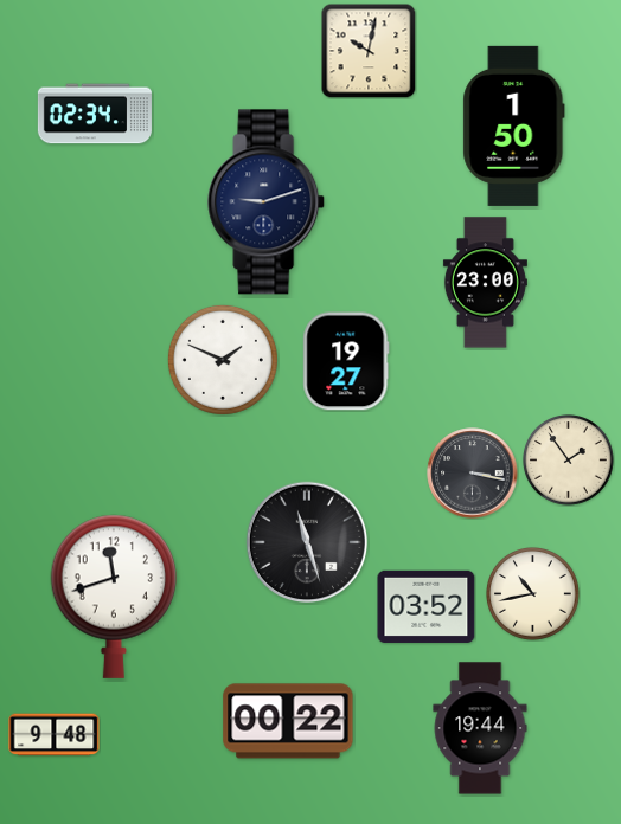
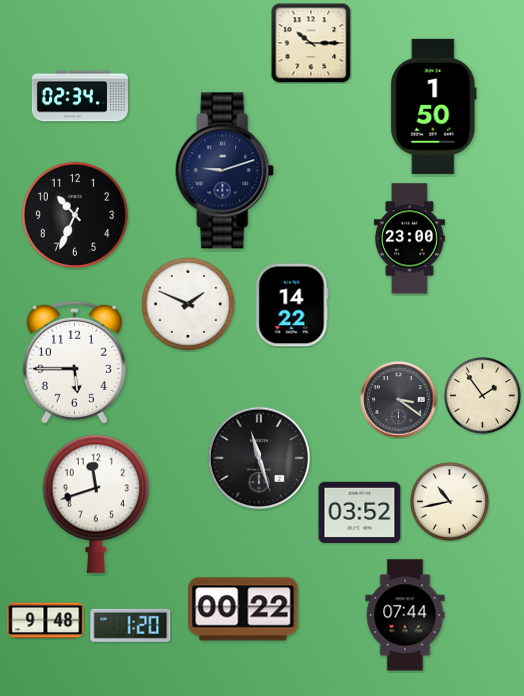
clock at (369, 51): 10:02 -> 10:15
clock at (75, 215): none -> 10:34
clock at (346, 361): 19:27 -> 14:22
clock at (74, 362): none -> 5:45
clock at (569, 461) position: (569, 461) -> (483, 396)
clock at (473, 474): 3:17 -> 3:21
clock at (480, 728): 19:44 -> 07:44
clock at (131, 625): none -> 1:20
